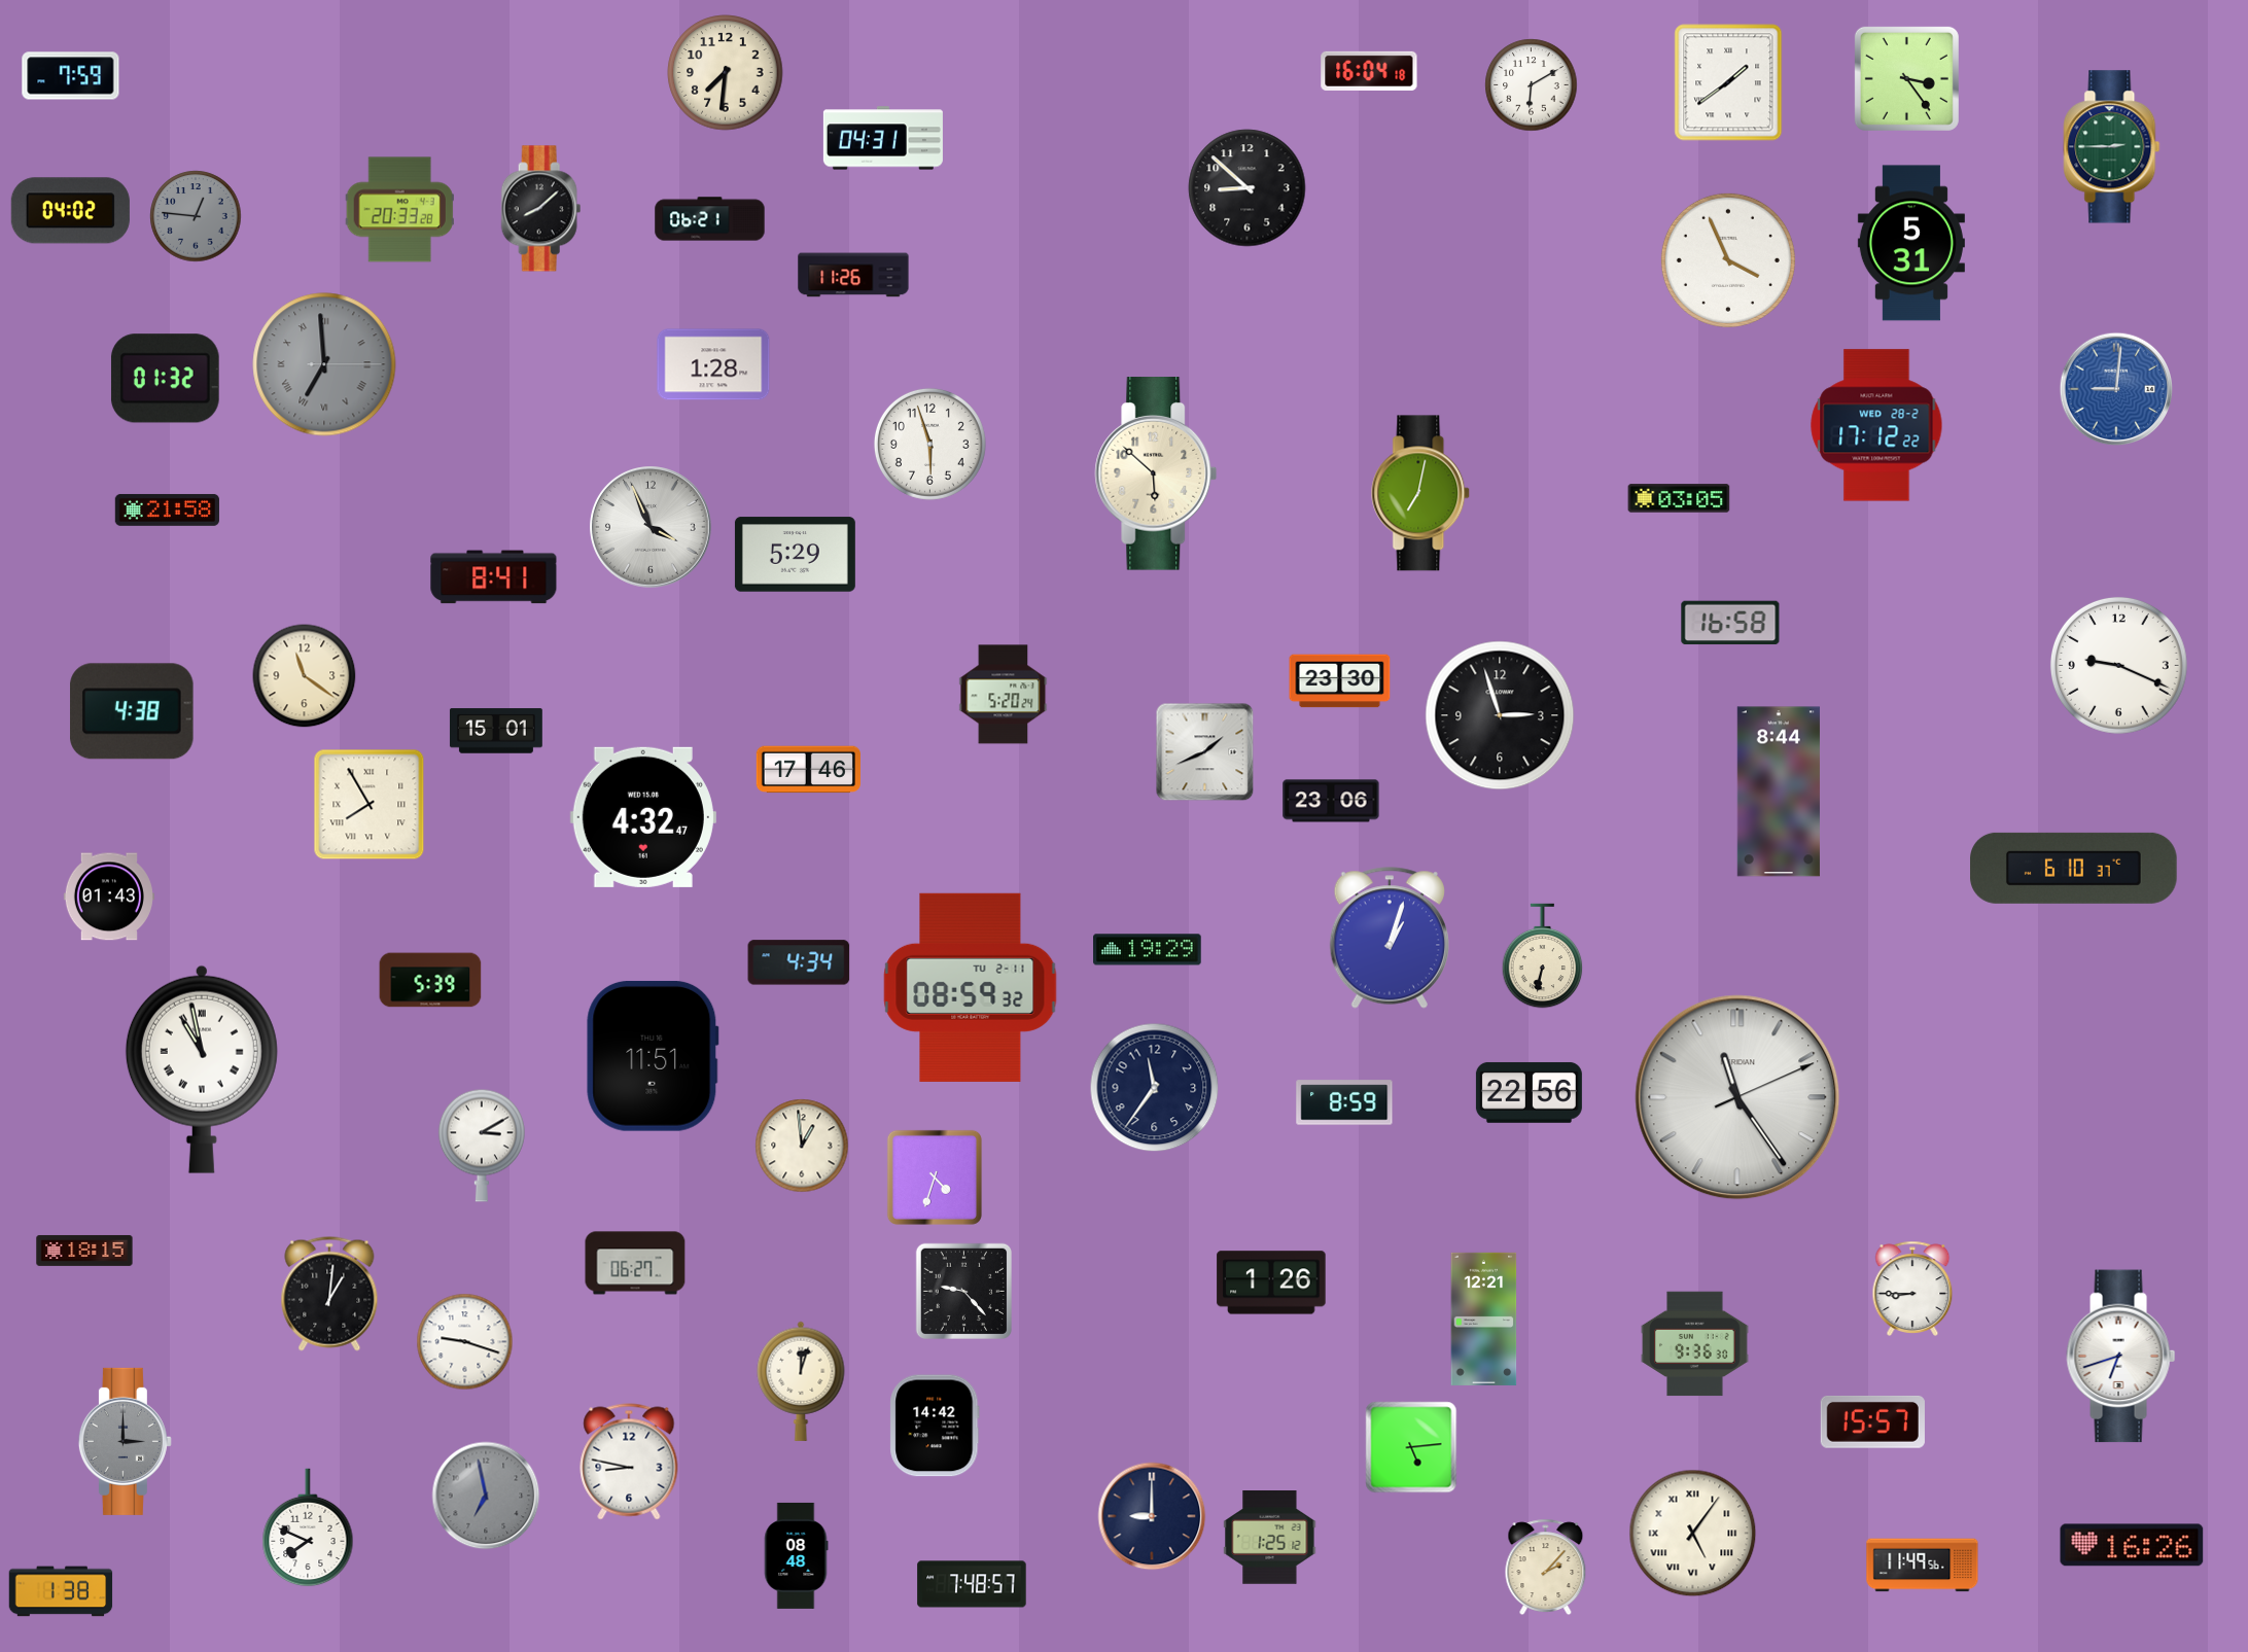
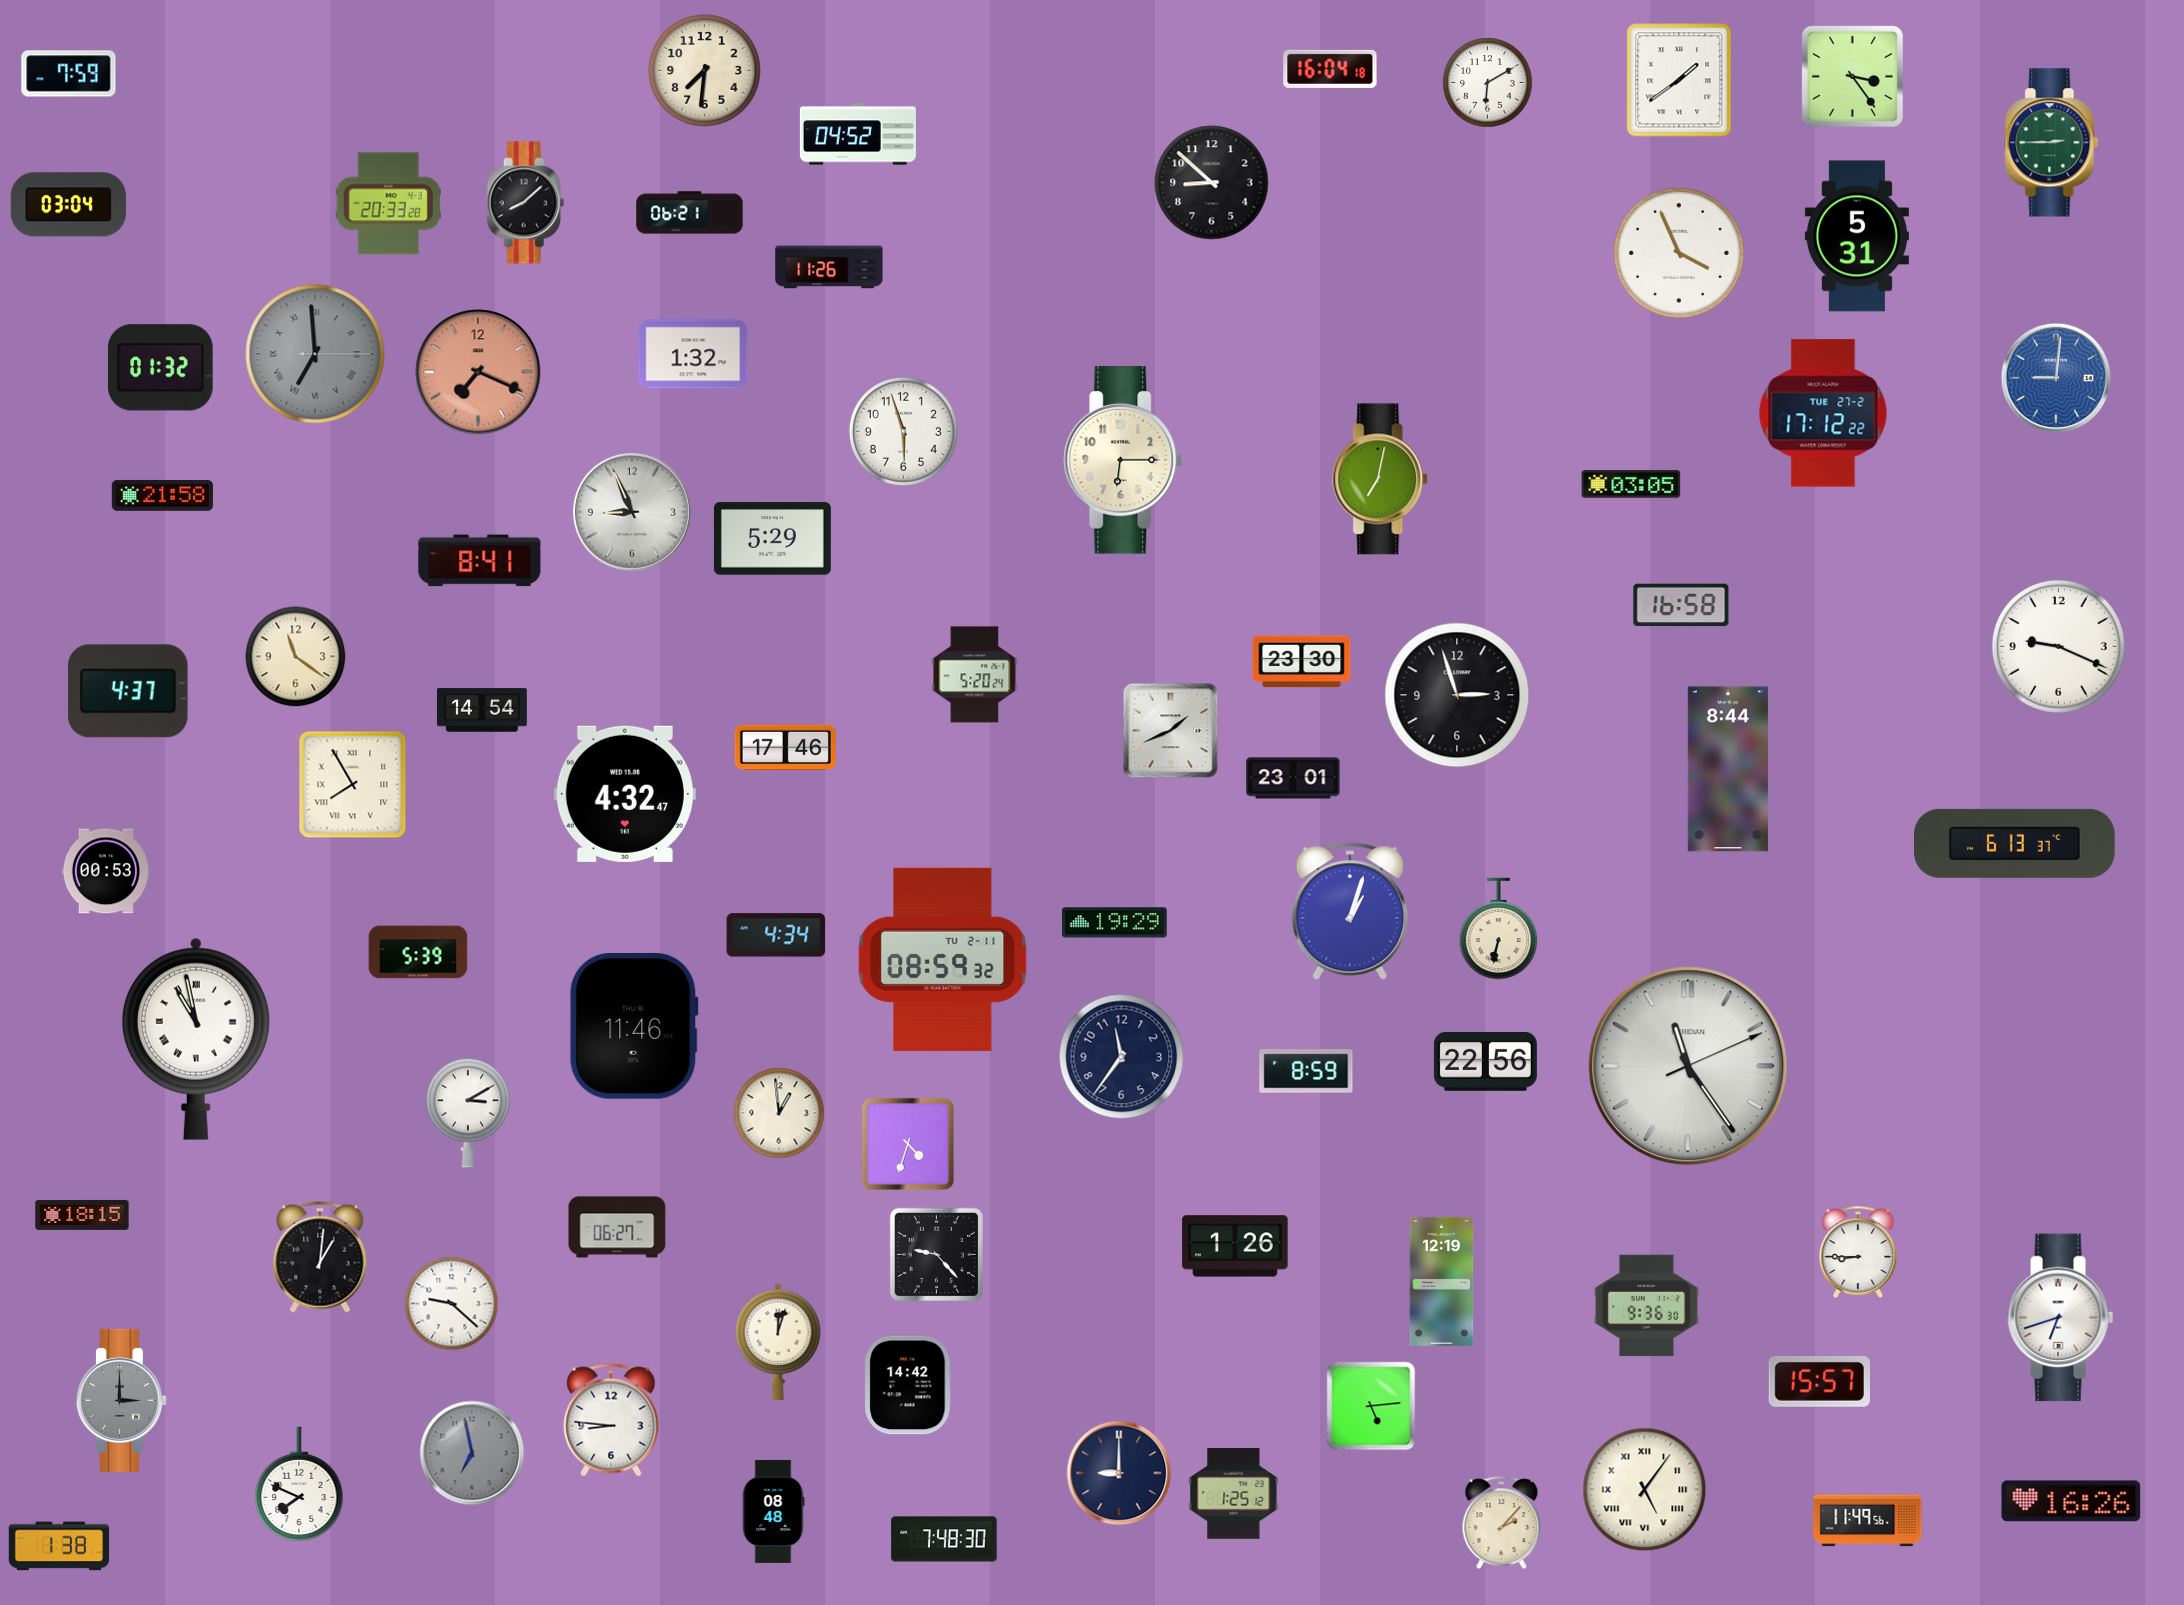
clock at (883, 138): 04:31 -> 04:52
clock at (70, 211): 04:02 -> 03:04
clock at (196, 216): 12:46 -> none
clock at (713, 364): 1:28 -> 1:32
clock at (478, 372): none -> 7:19
clock at (1876, 425) date: WED 28-2 -> TUE 27-2
clock at (1156, 473): 5:52 -> 6:15
clock at (652, 528): 3:56 -> 8:56
clock at (132, 711): 4:38 -> 4:37
clock at (496, 731): 15:01 -> 14:54
clock at (1331, 801): 23:06 -> 23:01
clock at (370, 805) position: (370, 805) -> (353, 785)
clock at (2074, 868): 6:10 -> 6:13
clock at (109, 897): 01:43 -> 00:53
clock at (653, 1056): 11:51 -> 11:46
clock at (1484, 1319): 12:21 -> 12:19
clock at (465, 1342): 9:18 -> 9:22
clock at (629, 1462): 8:47 -> 8:46
clock at (972, 1584): 7:48:57 -> 7:48:30
